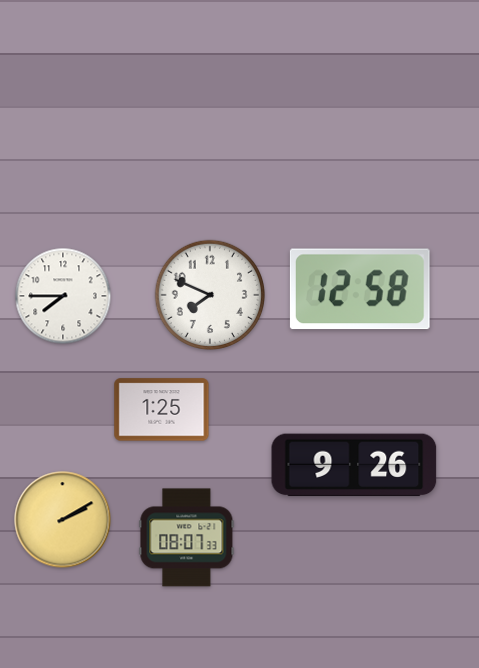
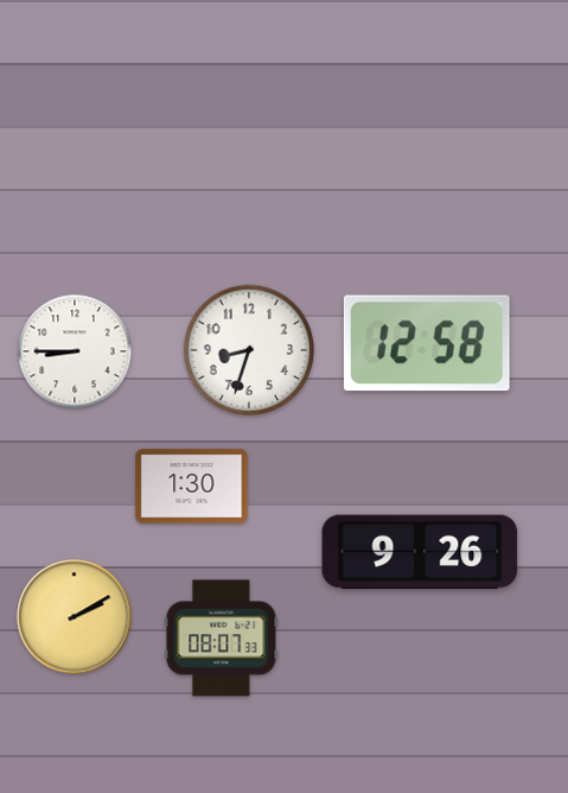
clock at (210, 295): 7:49 -> 8:33
clock at (63, 296): 7:45 -> 8:45
clock at (162, 410): 1:25 -> 1:30
